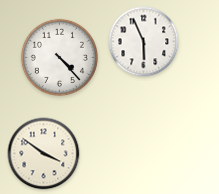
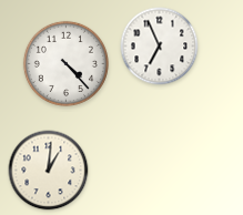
clock at (144, 42): 5:56 -> 6:56
clock at (44, 154): 3:51 -> 1:01
